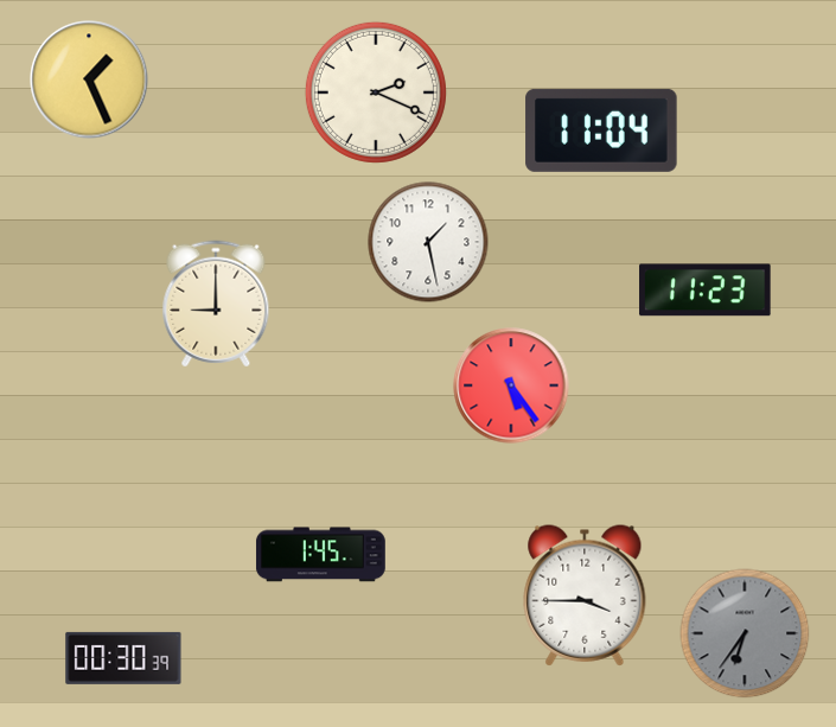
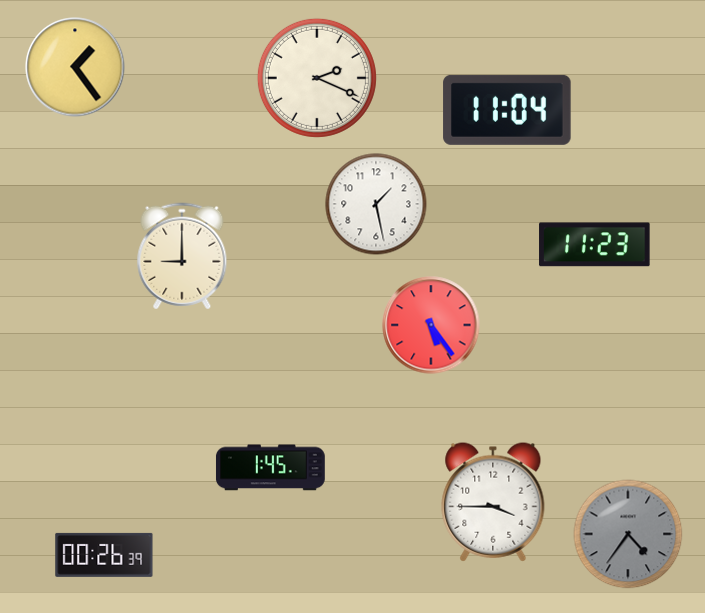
clock at (89, 79): 1:26 -> 1:24
clock at (428, 242) position: (428, 242) -> (376, 204)
clock at (745, 633): 6:36 -> 4:36
clock at (123, 658): 00:30 -> 00:26
